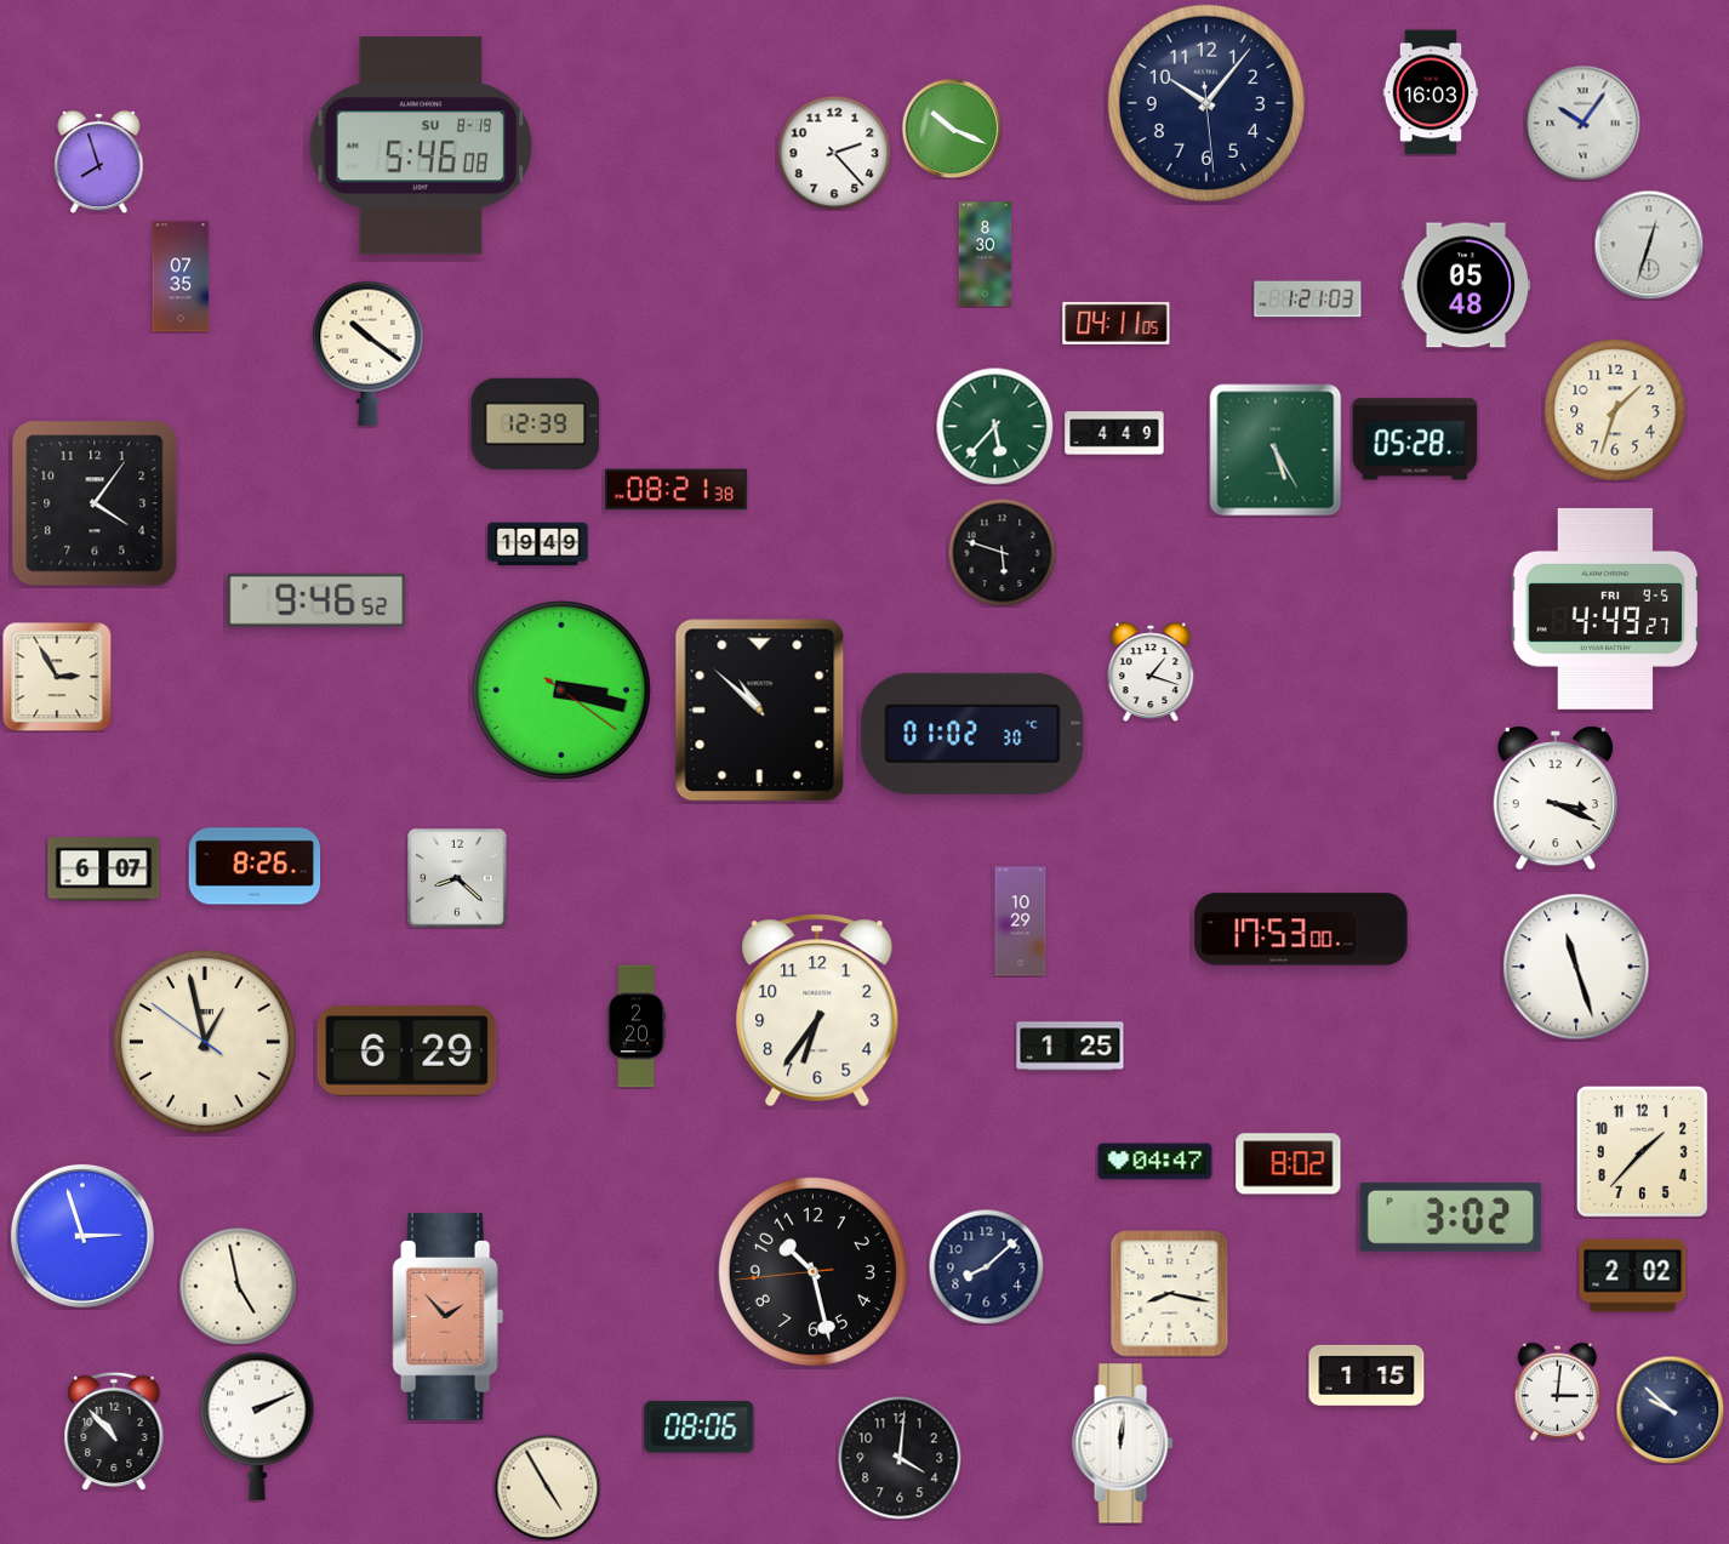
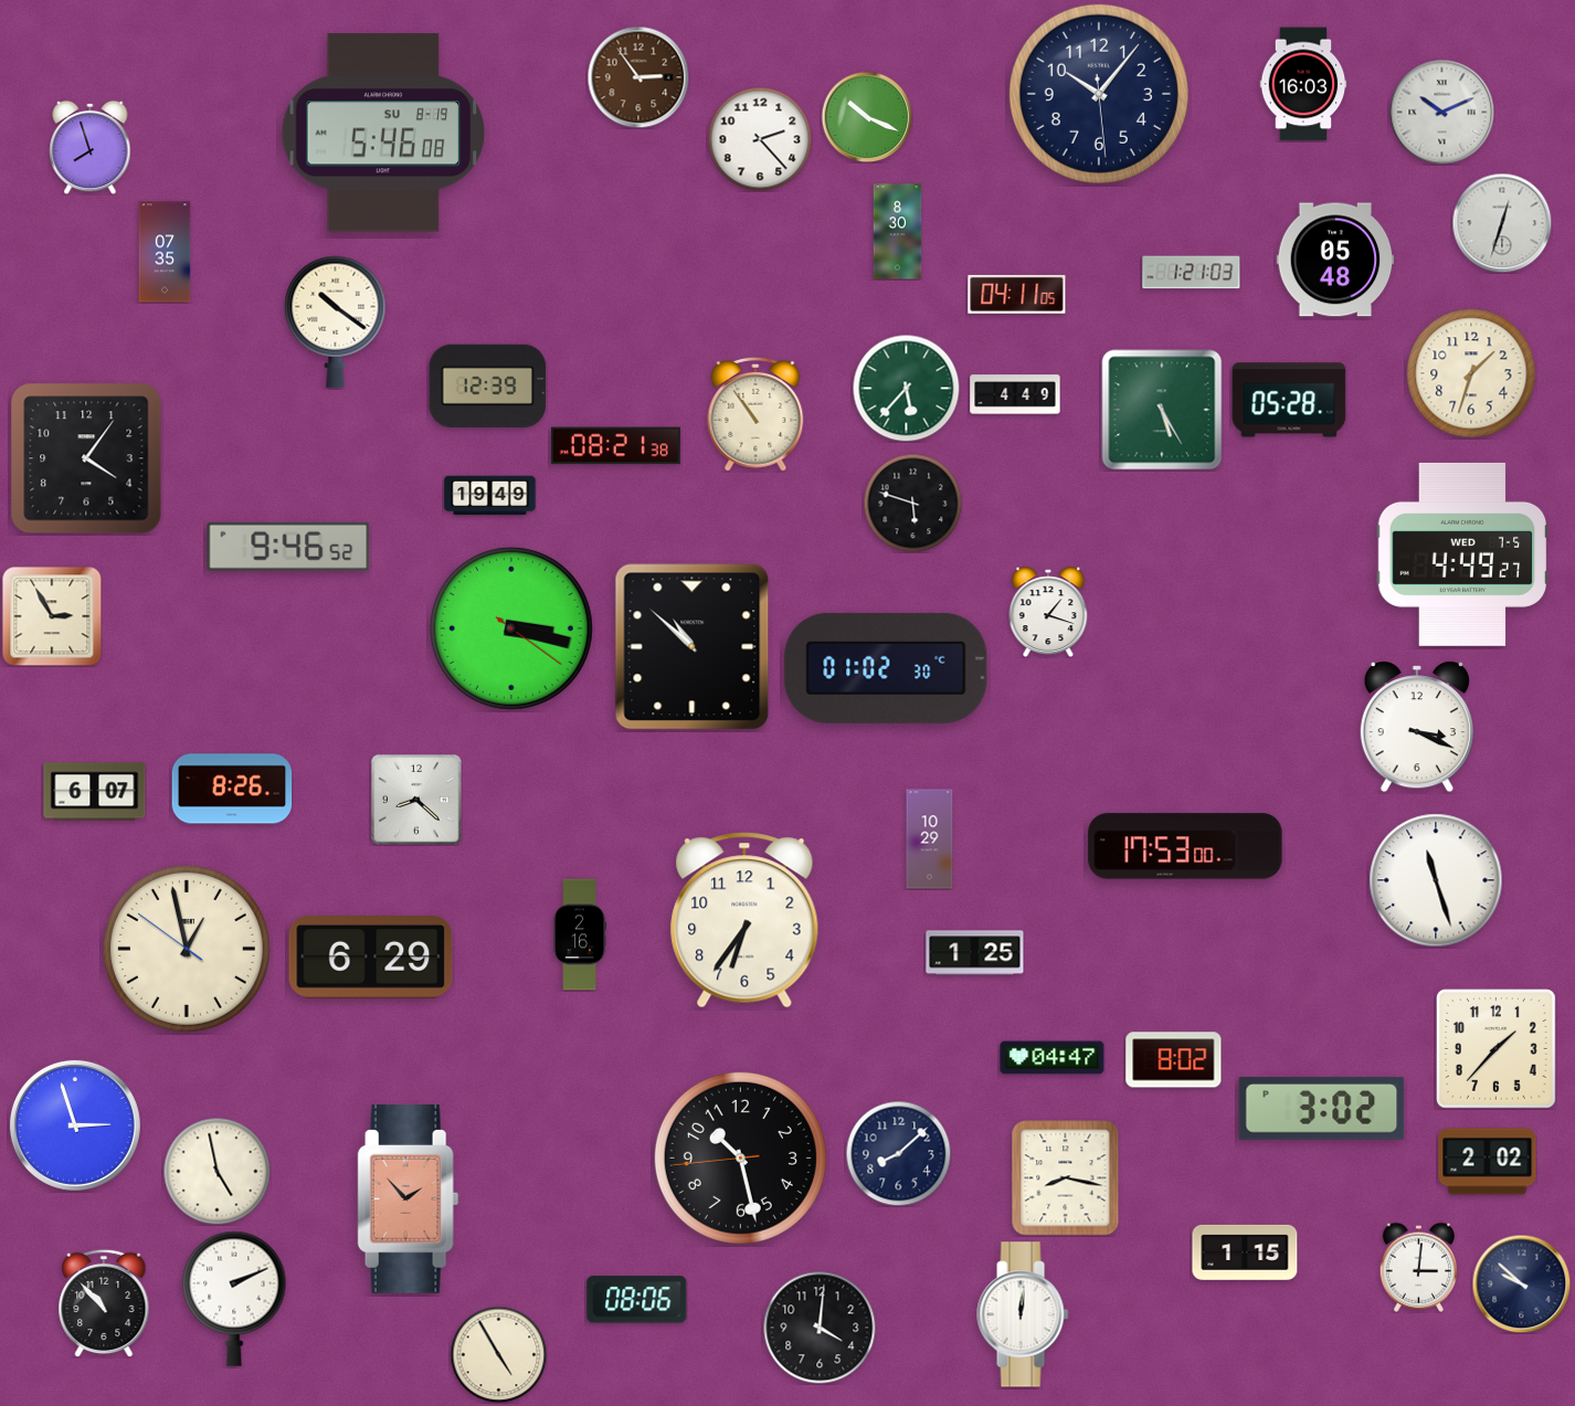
clock at (638, 77): none -> 2:54
clock at (1582, 123): 10:06 -> 10:11
clock at (755, 414): none -> 10:54
clock at (1605, 609) date: FRI 9-5 -> WED 7-5
clock at (635, 1026): 2:20 -> 2:16
